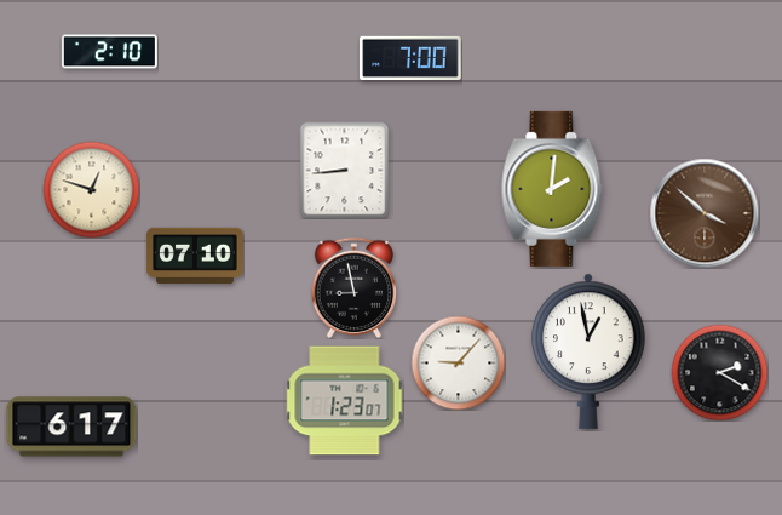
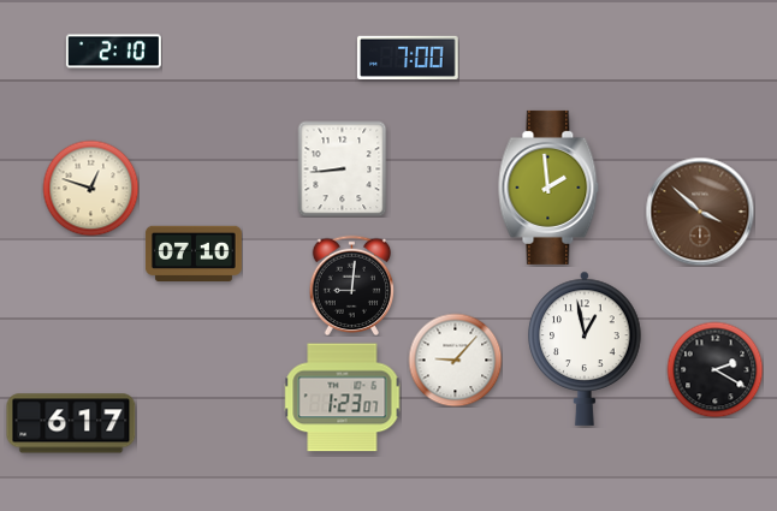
clock at (109, 52) position: (109, 52) -> (113, 52)
clock at (552, 189): 2:01 -> 1:59
clock at (355, 287): 8:58 -> 9:01
